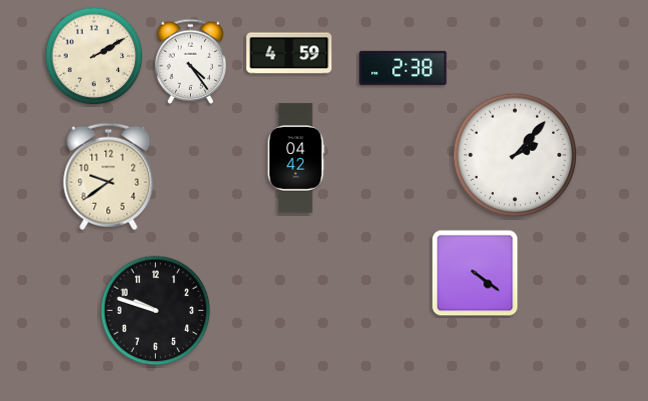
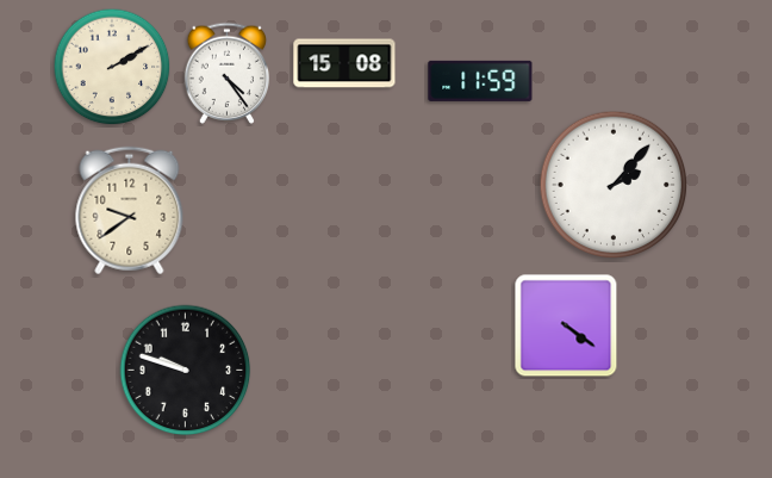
clock at (289, 53): 4:59 -> 15:08
clock at (403, 68): 2:38 -> 11:59
clock at (296, 158): 04:42 -> none
